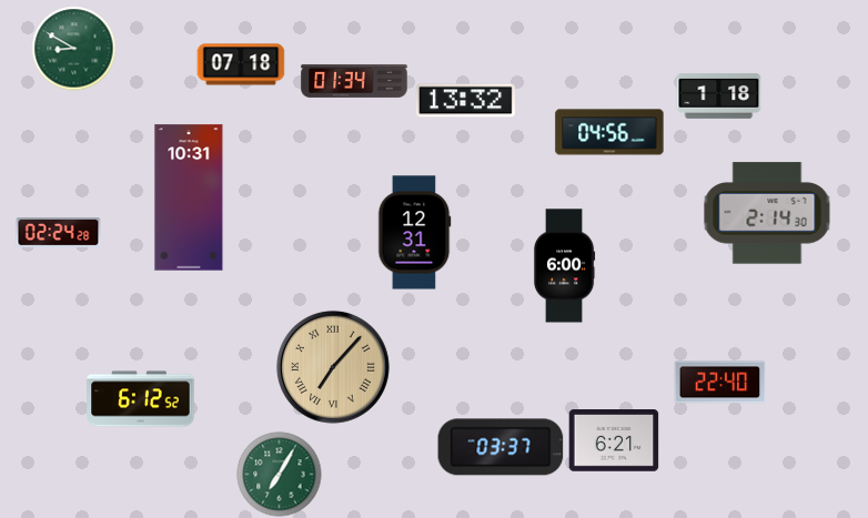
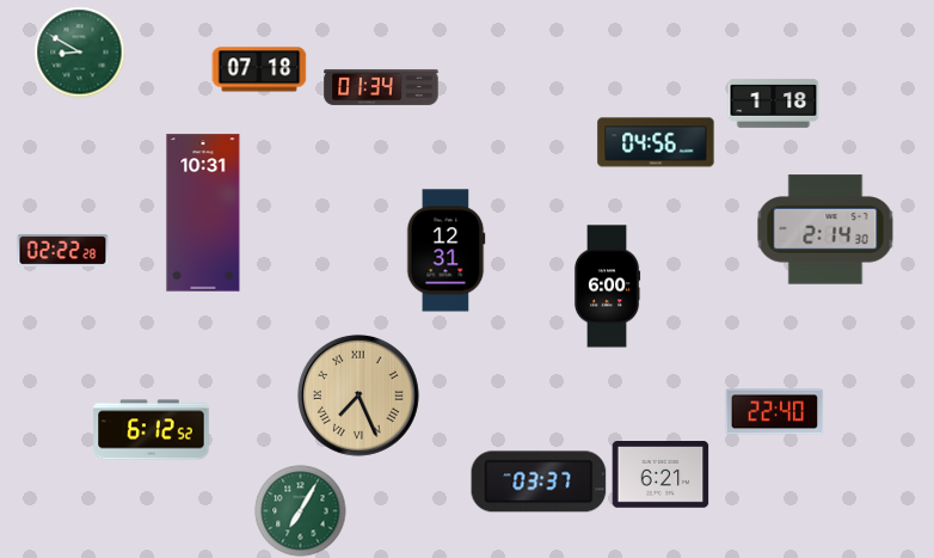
clock at (465, 101): 13:32 -> none
clock at (59, 233): 02:24 -> 02:22
clock at (333, 367): 7:07 -> 7:26
